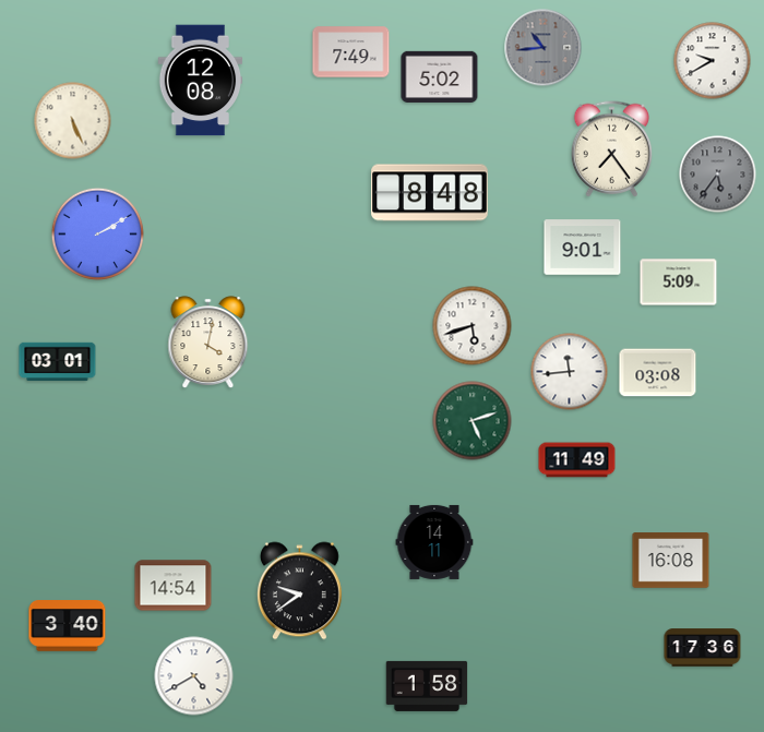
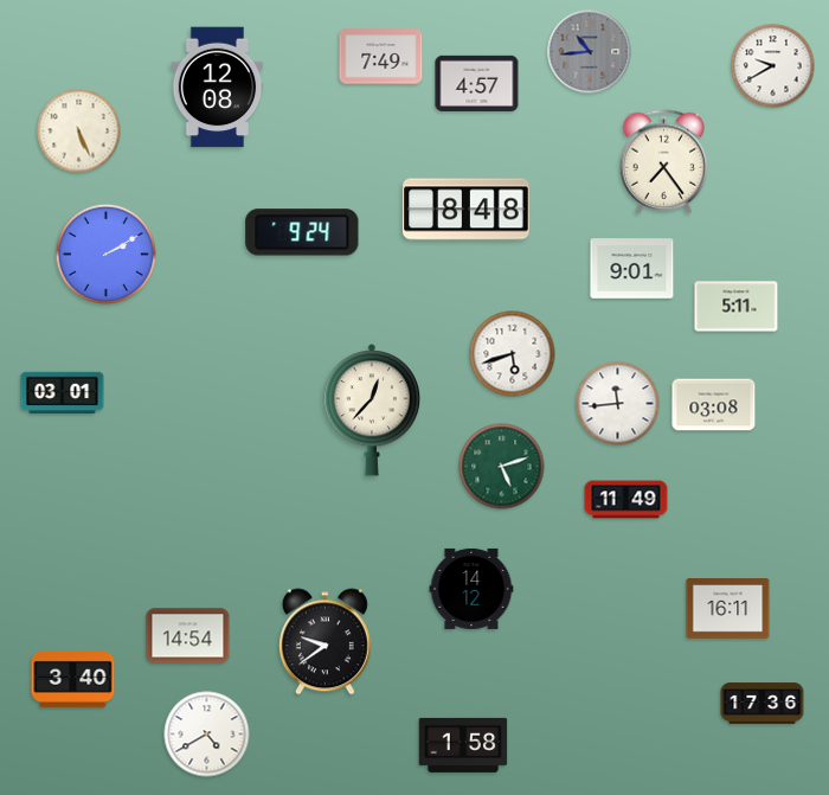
clock at (440, 76): 5:02 -> 4:57
clock at (718, 175): 5:36 -> none
clock at (302, 232): none -> 9:24
clock at (679, 283): 5:09 -> 5:11
clock at (208, 343): 4:02 -> none
clock at (372, 410): none -> 12:37
clock at (473, 421) position: (473, 421) -> (502, 467)
clock at (434, 542): 14:11 -> 14:12
clock at (671, 561): 16:08 -> 16:11
clock at (194, 676) position: (194, 676) -> (207, 735)
